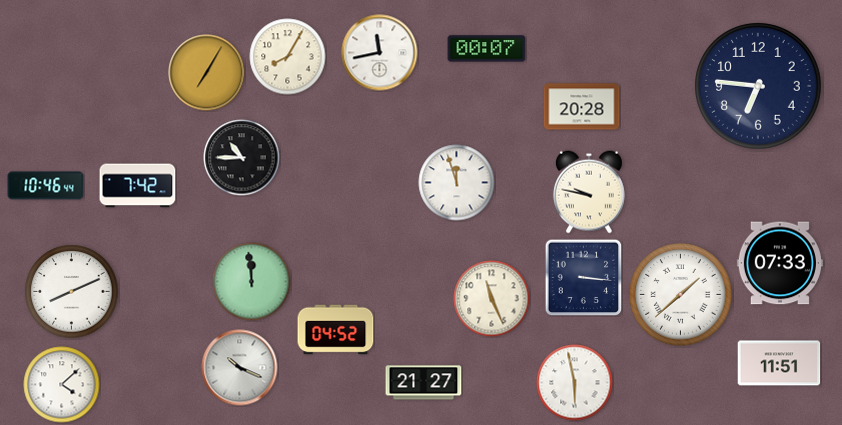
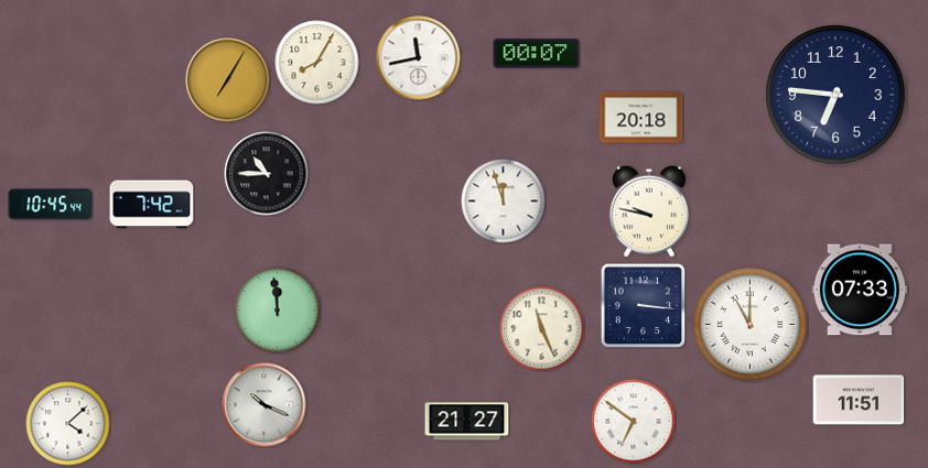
clock at (582, 107): 20:28 -> 20:18
clock at (46, 186): 10:46 -> 10:45
clock at (72, 292): 8:11 -> none
clock at (681, 295): 1:38 -> 11:00
clock at (336, 330): 04:52 -> none
clock at (575, 383): 5:58 -> 6:51
